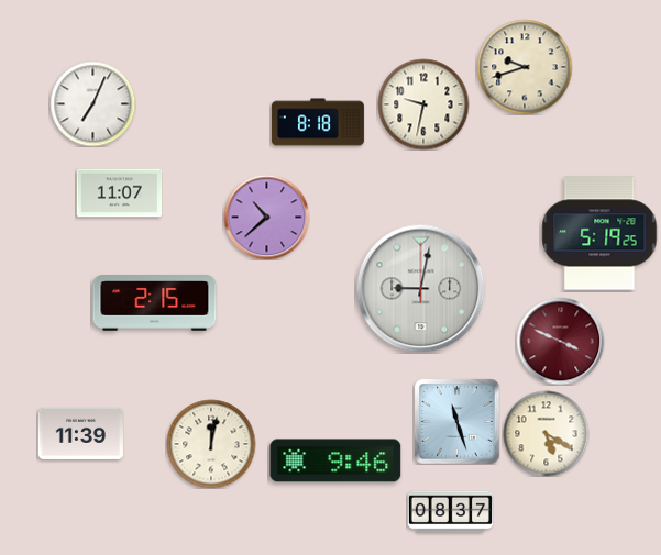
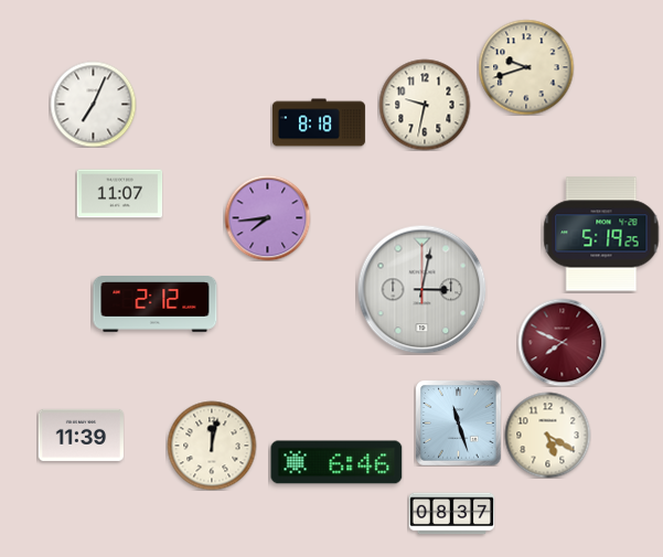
clock at (266, 217): 10:38 -> 7:44
clock at (420, 288): 9:02 -> 3:02
clock at (155, 303): 2:15 -> 2:12
clock at (560, 341): 3:49 -> 7:49
clock at (335, 460): 9:46 -> 6:46
